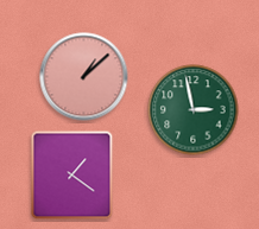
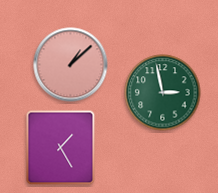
clock at (72, 176): 1:21 -> 1:25
